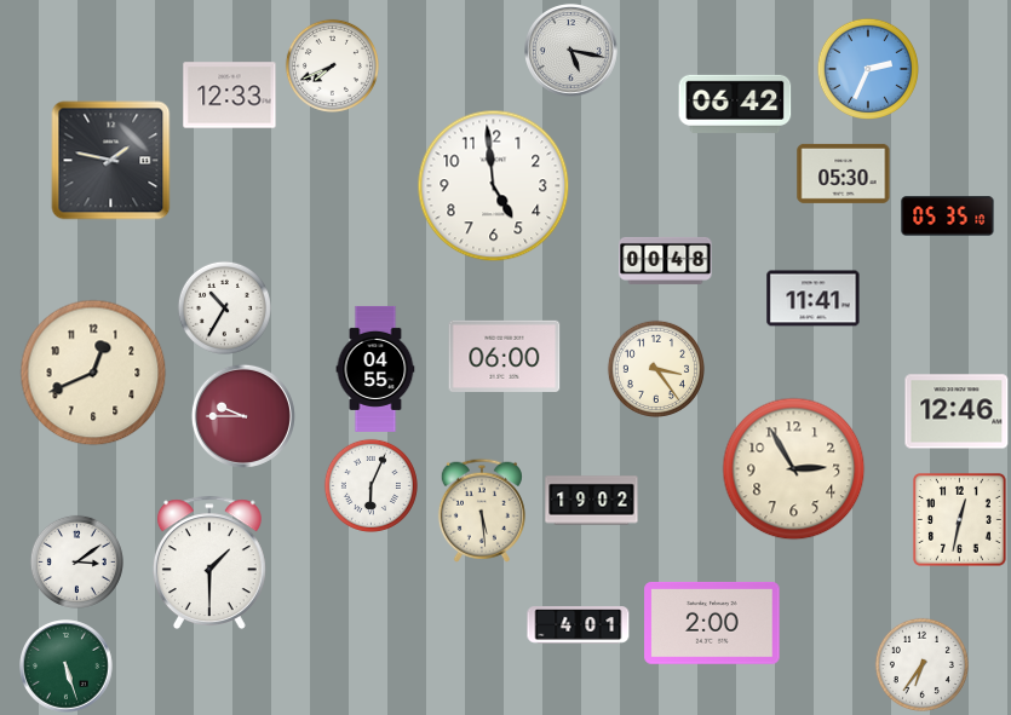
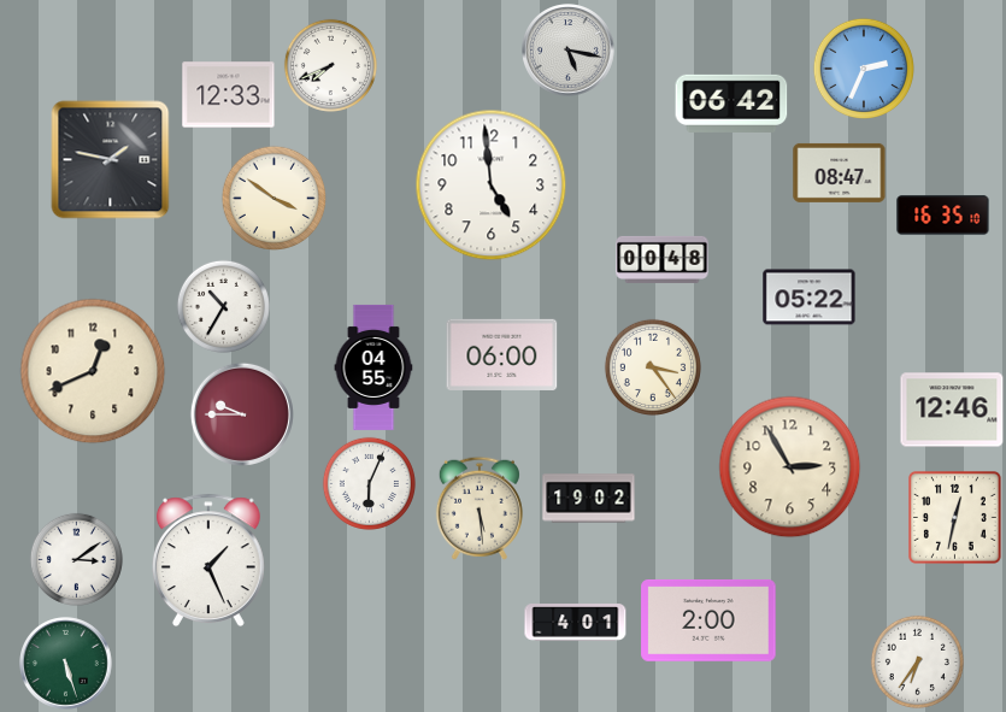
clock at (844, 173): 05:30 -> 08:47
clock at (273, 198): none -> 3:51
clock at (948, 217): 05:35 -> 16:35
clock at (814, 299): 11:41 -> 05:22
clock at (209, 563): 1:30 -> 1:26
